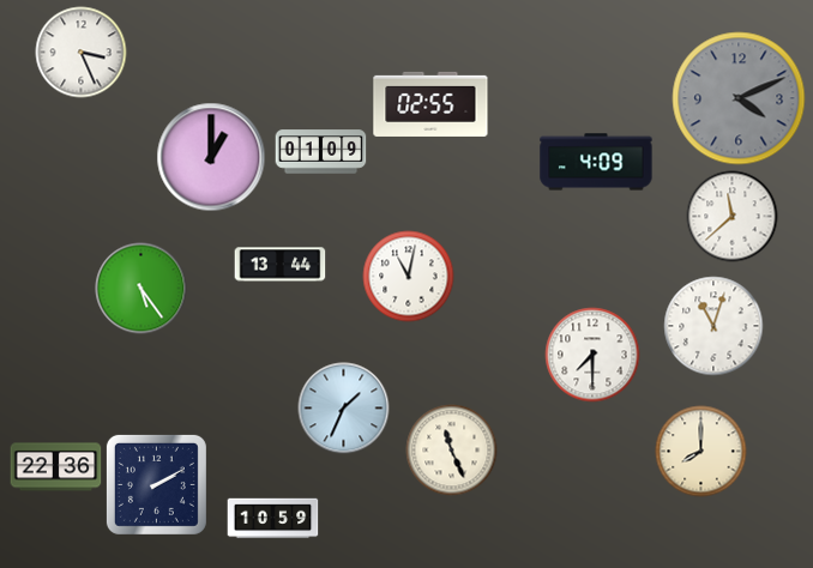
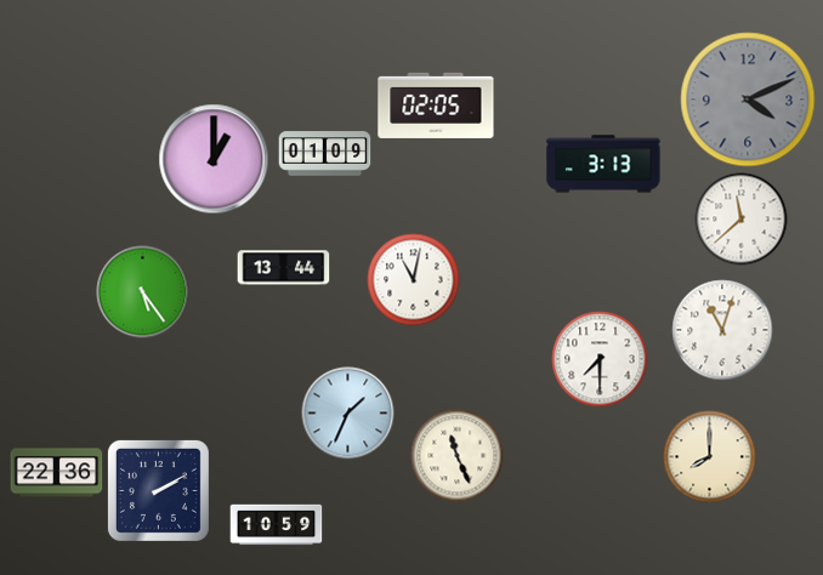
clock at (82, 53): 3:26 -> none
clock at (430, 104): 02:55 -> 02:05
clock at (596, 162): 4:09 -> 3:13
